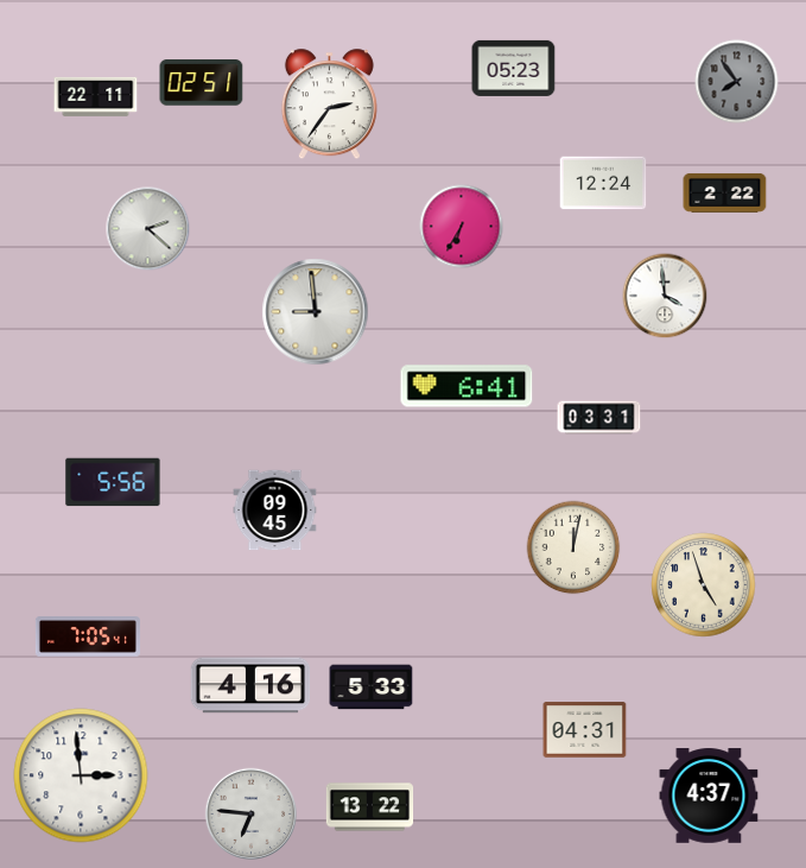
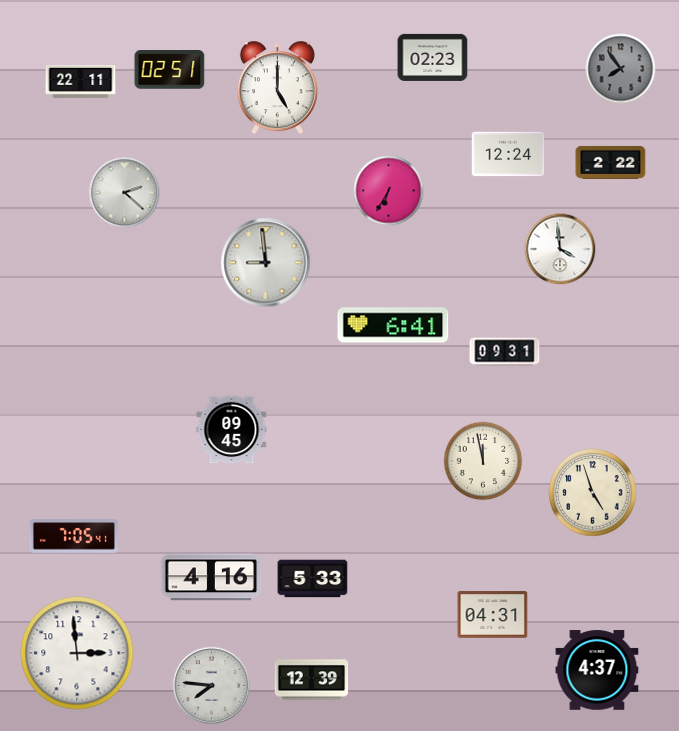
clock at (514, 68): 05:23 -> 02:23
clock at (329, 104): 2:36 -> 5:00
clock at (599, 418): 03:31 -> 09:31
clock at (113, 482): 5:56 -> none
clock at (573, 547): 12:02 -> 11:58
clock at (81, 775) position: (81, 775) -> (77, 653)
clock at (370, 807): 13:22 -> 12:39
clock at (252, 813): 6:46 -> 7:46
